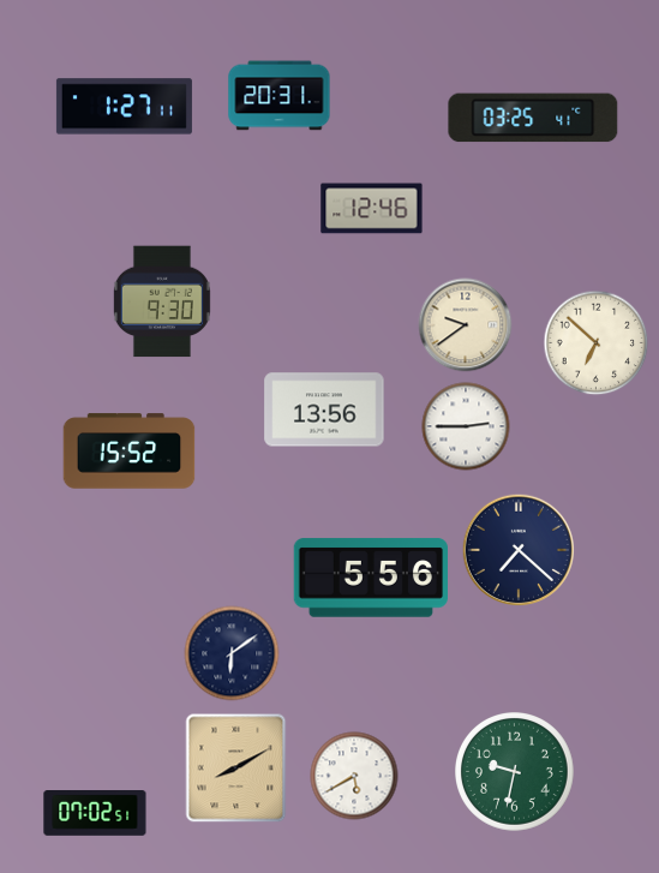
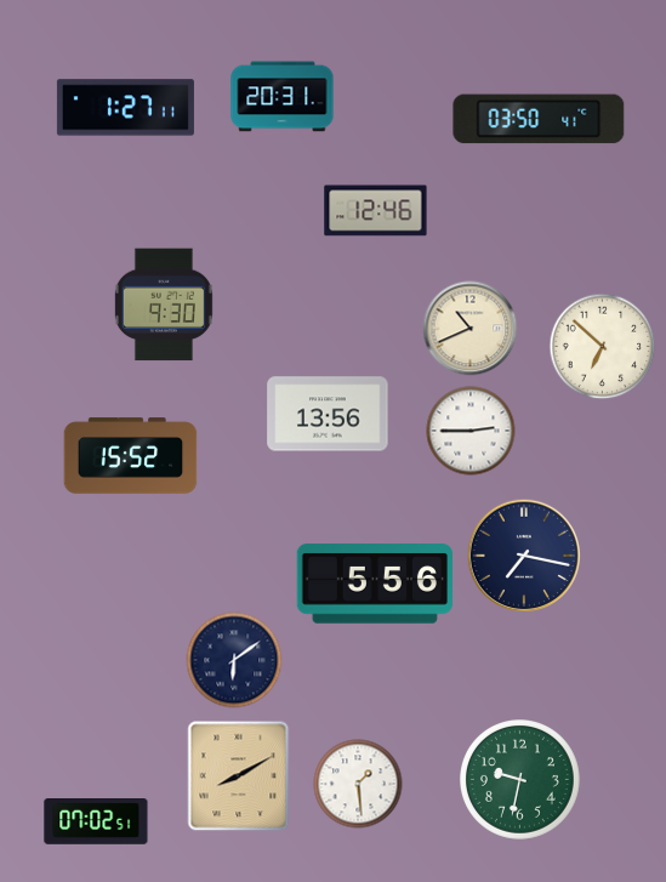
clock at (533, 118): 03:25 -> 03:50
clock at (466, 325): 9:39 -> 10:41
clock at (517, 549): 7:22 -> 7:17
clock at (354, 776): 5:40 -> 1:29
